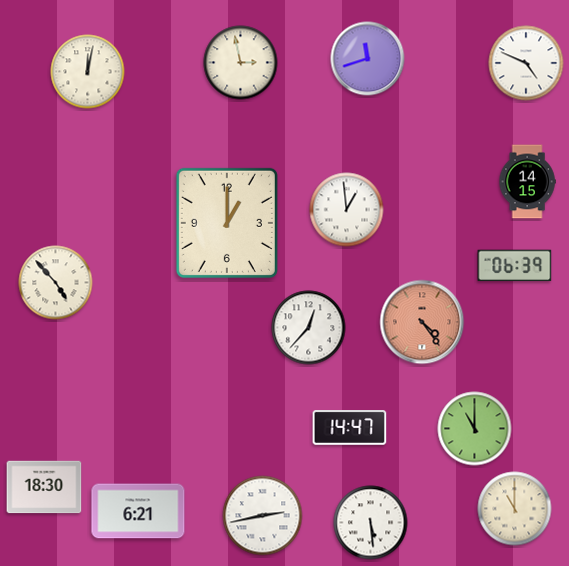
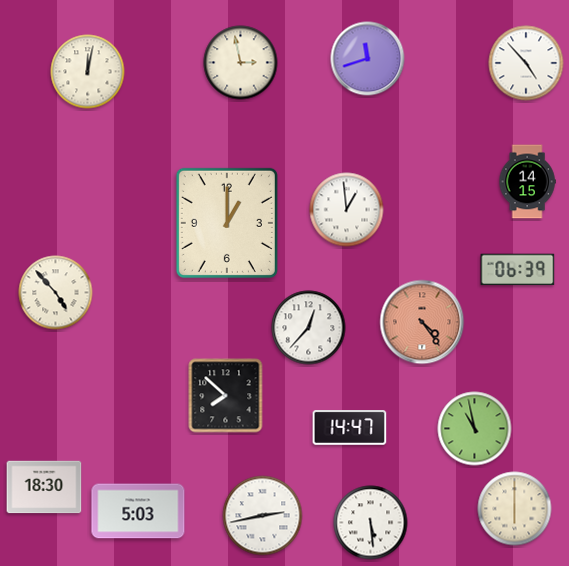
clock at (526, 63): 4:49 -> 4:53
clock at (515, 266) position: (515, 266) -> (518, 270)
clock at (56, 283) position: (56, 283) -> (56, 293)
clock at (226, 396): none -> 7:52
clock at (475, 429): 11:00 -> 10:58
clock at (515, 509): 11:00 -> 6:00
clock at (138, 511): 6:21 -> 5:03
